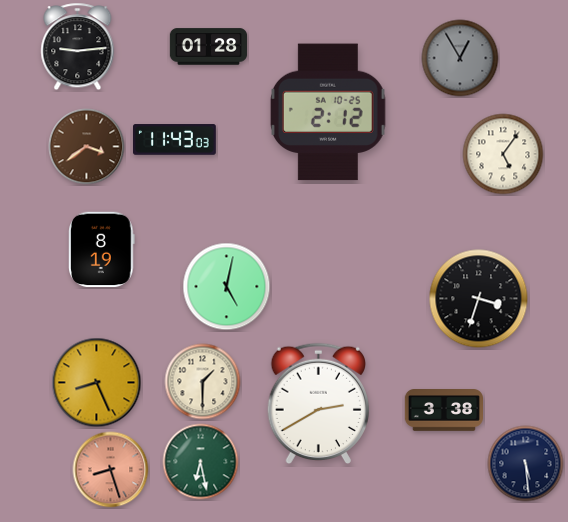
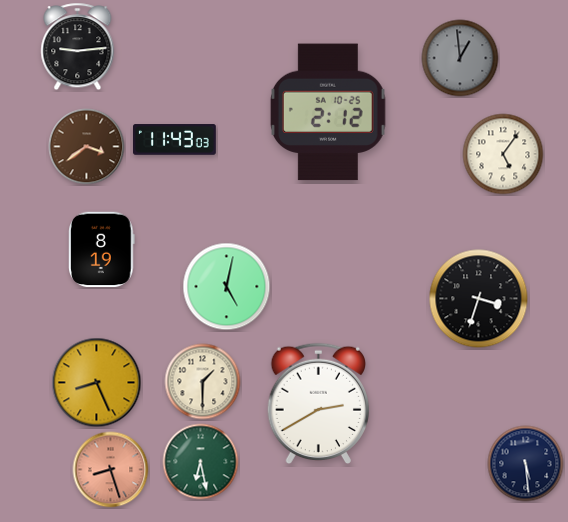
clock at (209, 47): 01:28 -> none
clock at (460, 58): 12:55 -> 12:59
clock at (443, 411): 3:38 -> none
